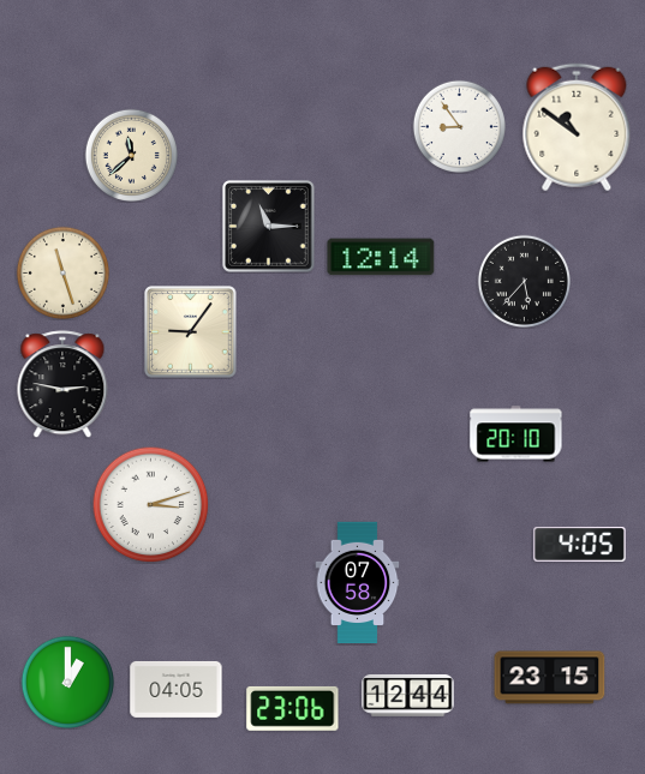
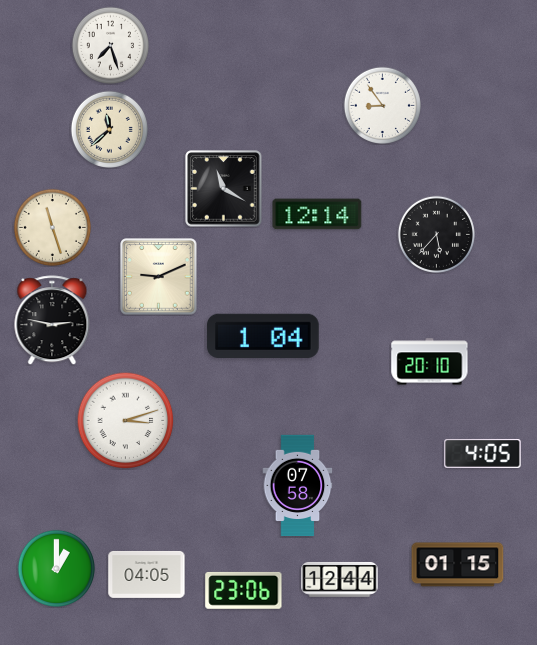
clock at (110, 45): none -> 7:27
clock at (577, 127): 10:51 -> none
clock at (269, 227): 11:15 -> 11:20
clock at (191, 332): 9:06 -> 9:11
clock at (263, 335): none -> 1:04
clock at (550, 678): 23:15 -> 01:15
